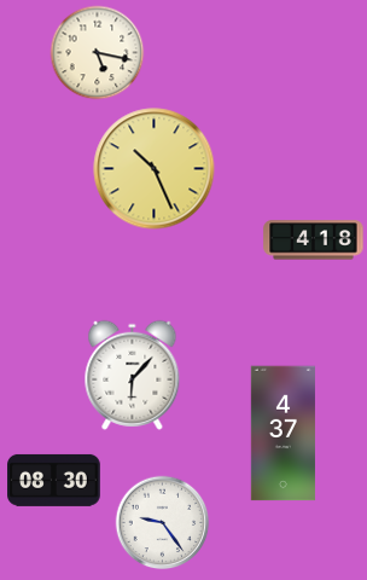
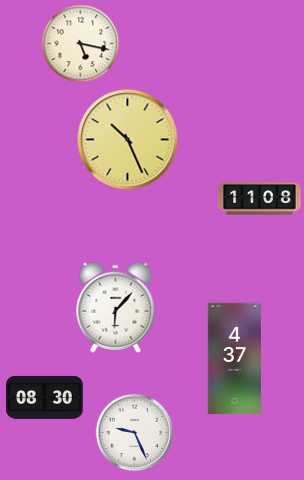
clock at (314, 240): 4:18 -> 11:08
clock at (133, 375) position: (133, 375) -> (116, 307)
clock at (162, 522): 9:24 -> 9:26
